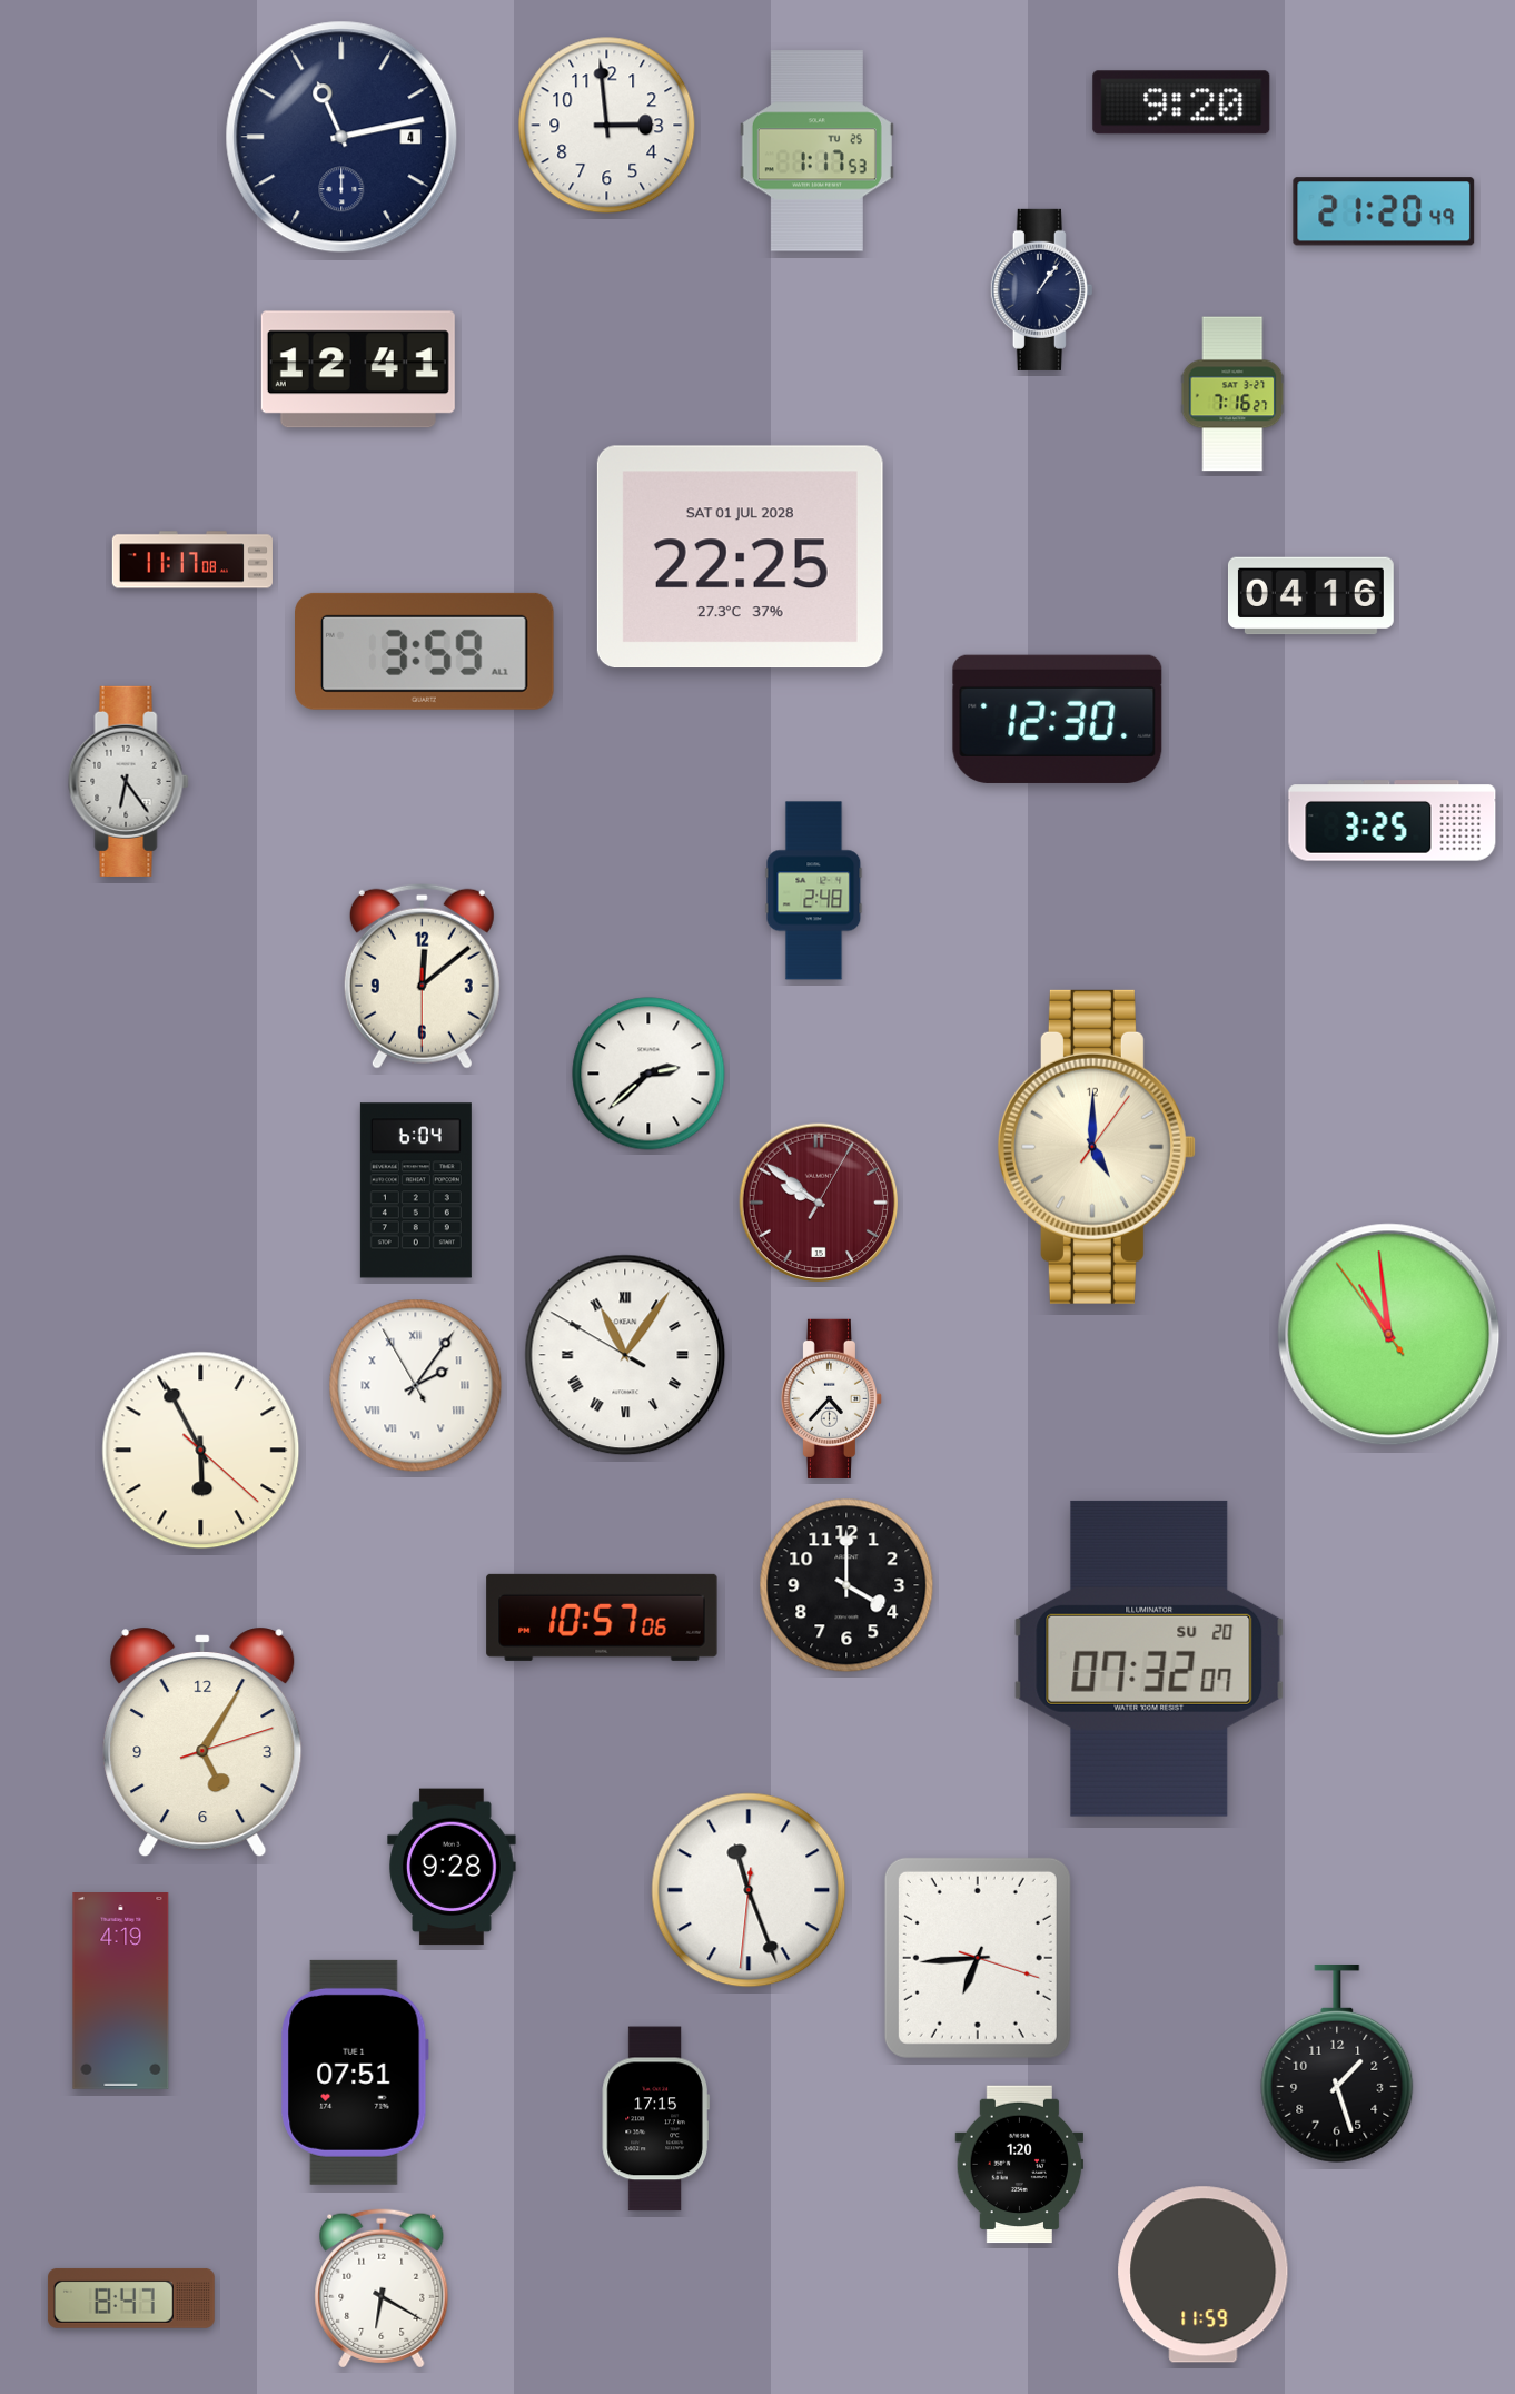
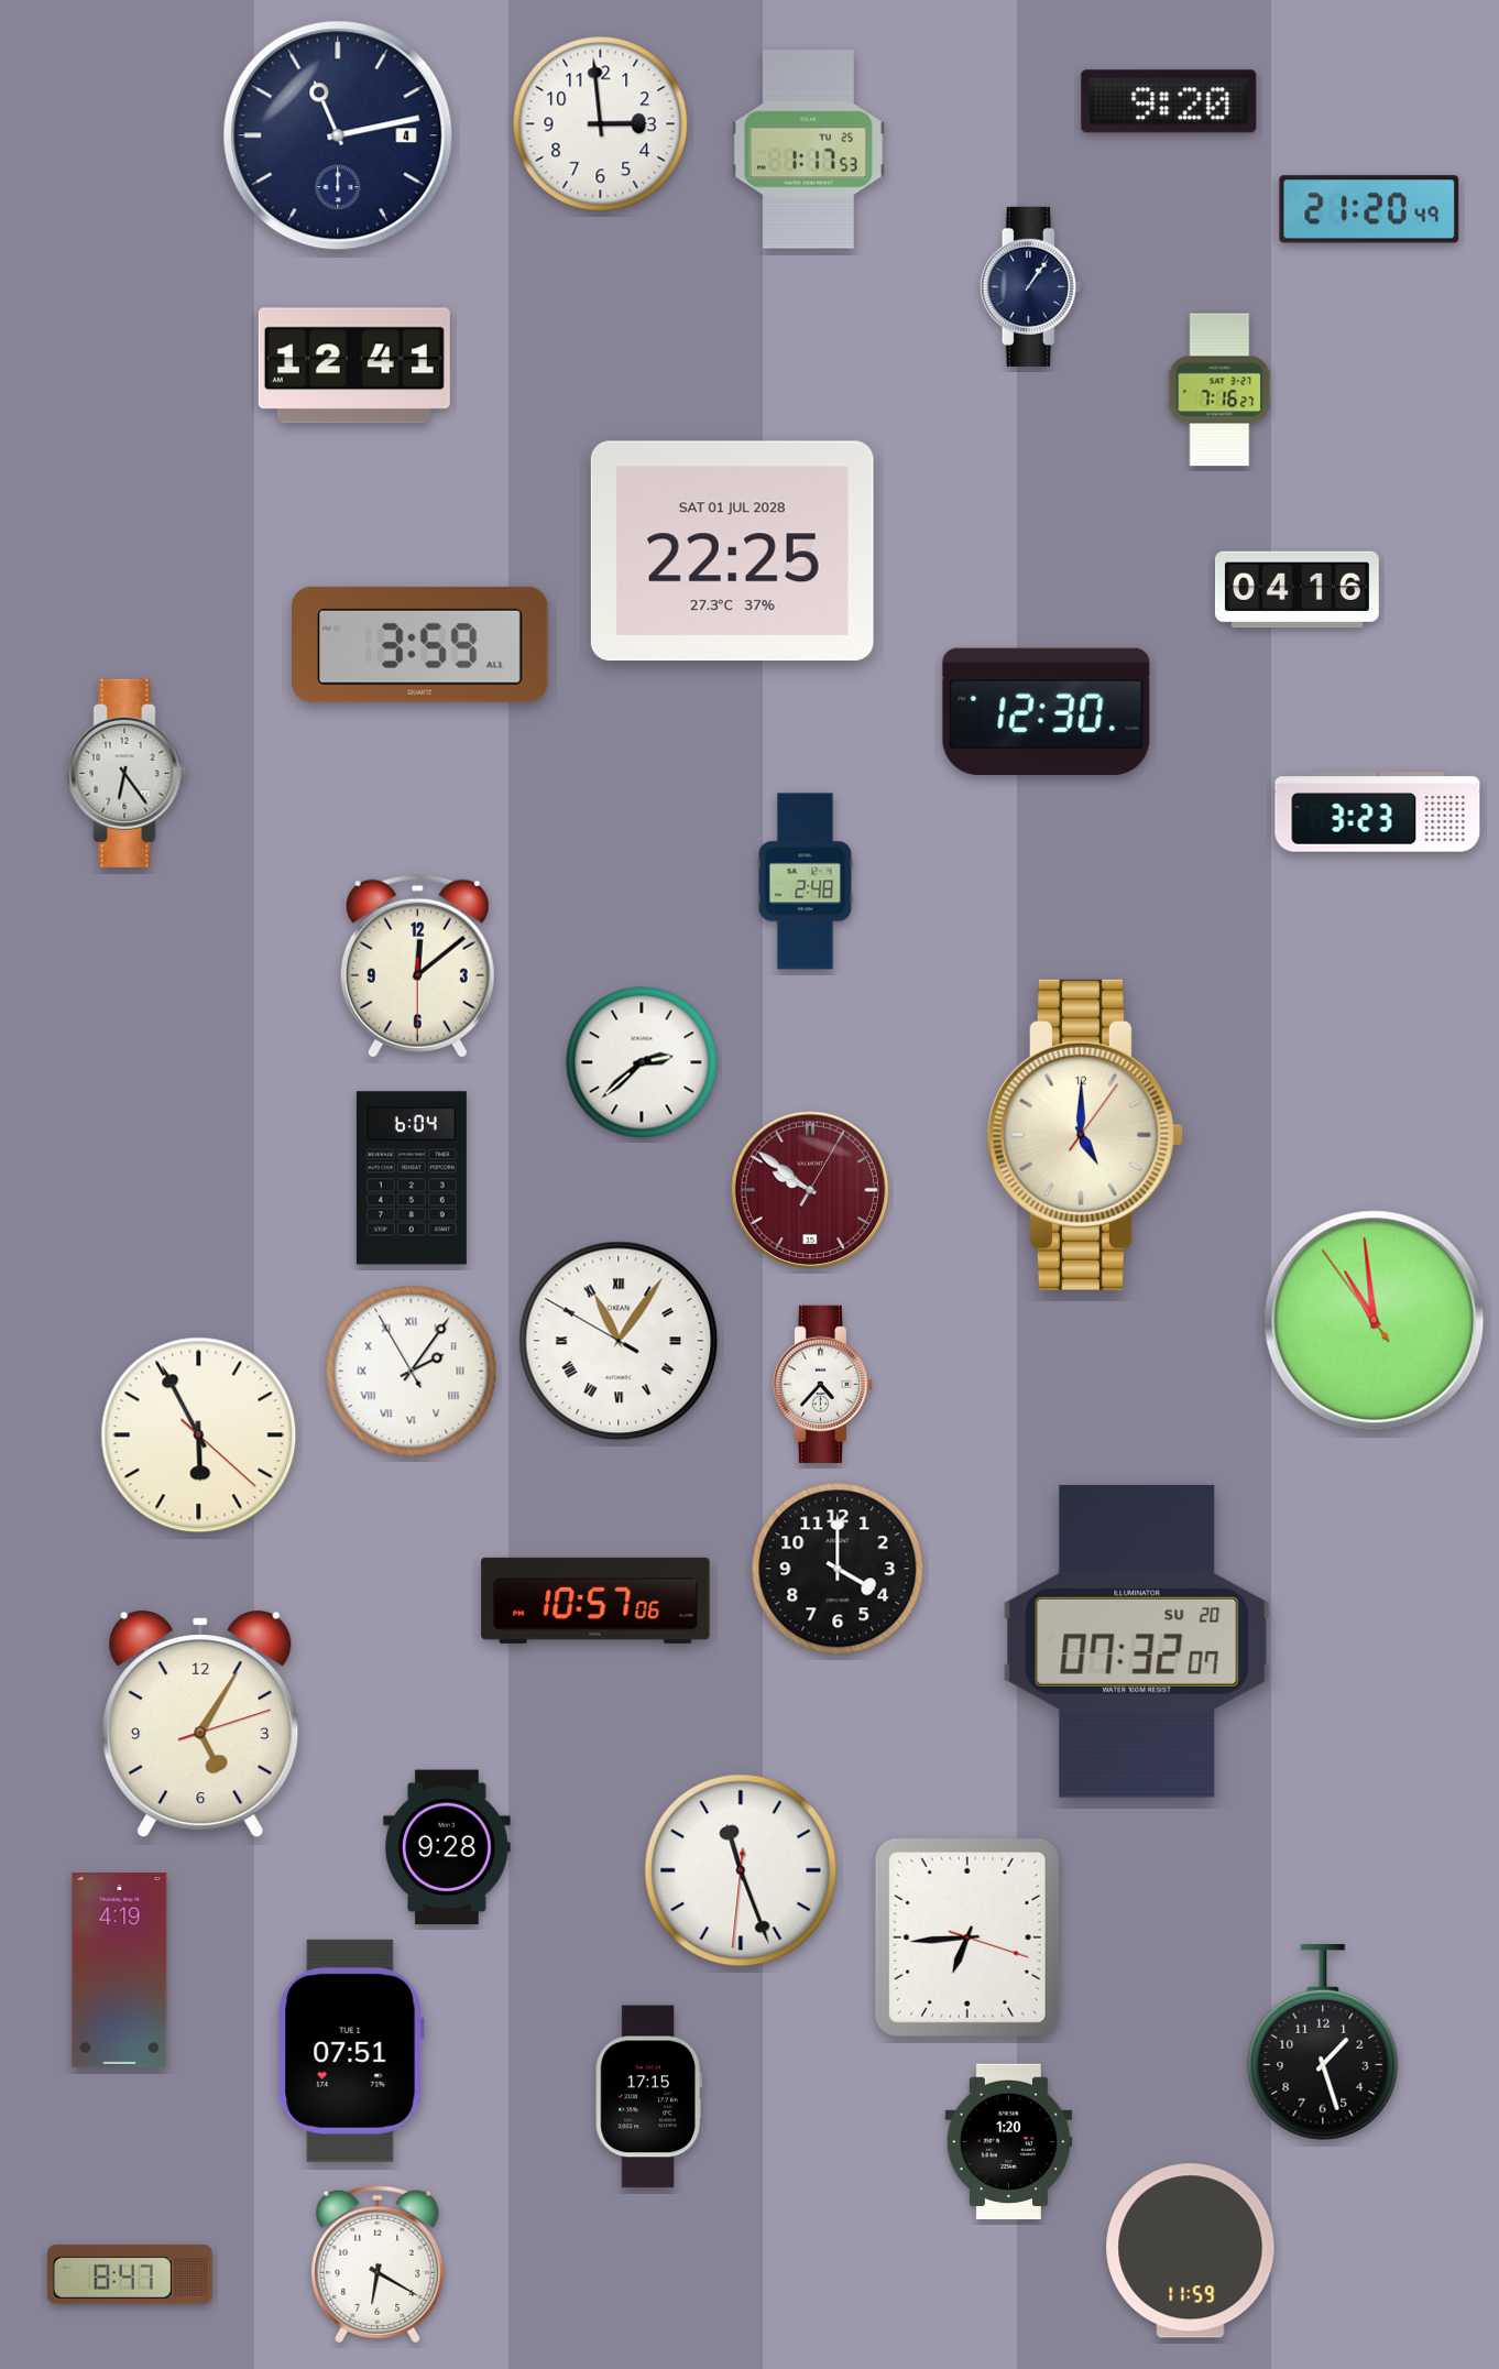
clock at (192, 560): 11:17 -> none
clock at (1393, 821): 3:25 -> 3:23
